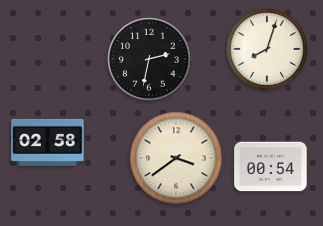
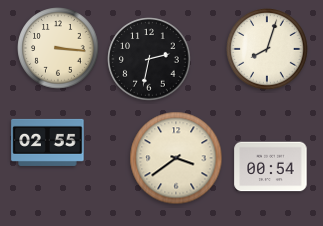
clock at (58, 48): none -> 3:16
clock at (48, 142): 02:58 -> 02:55
